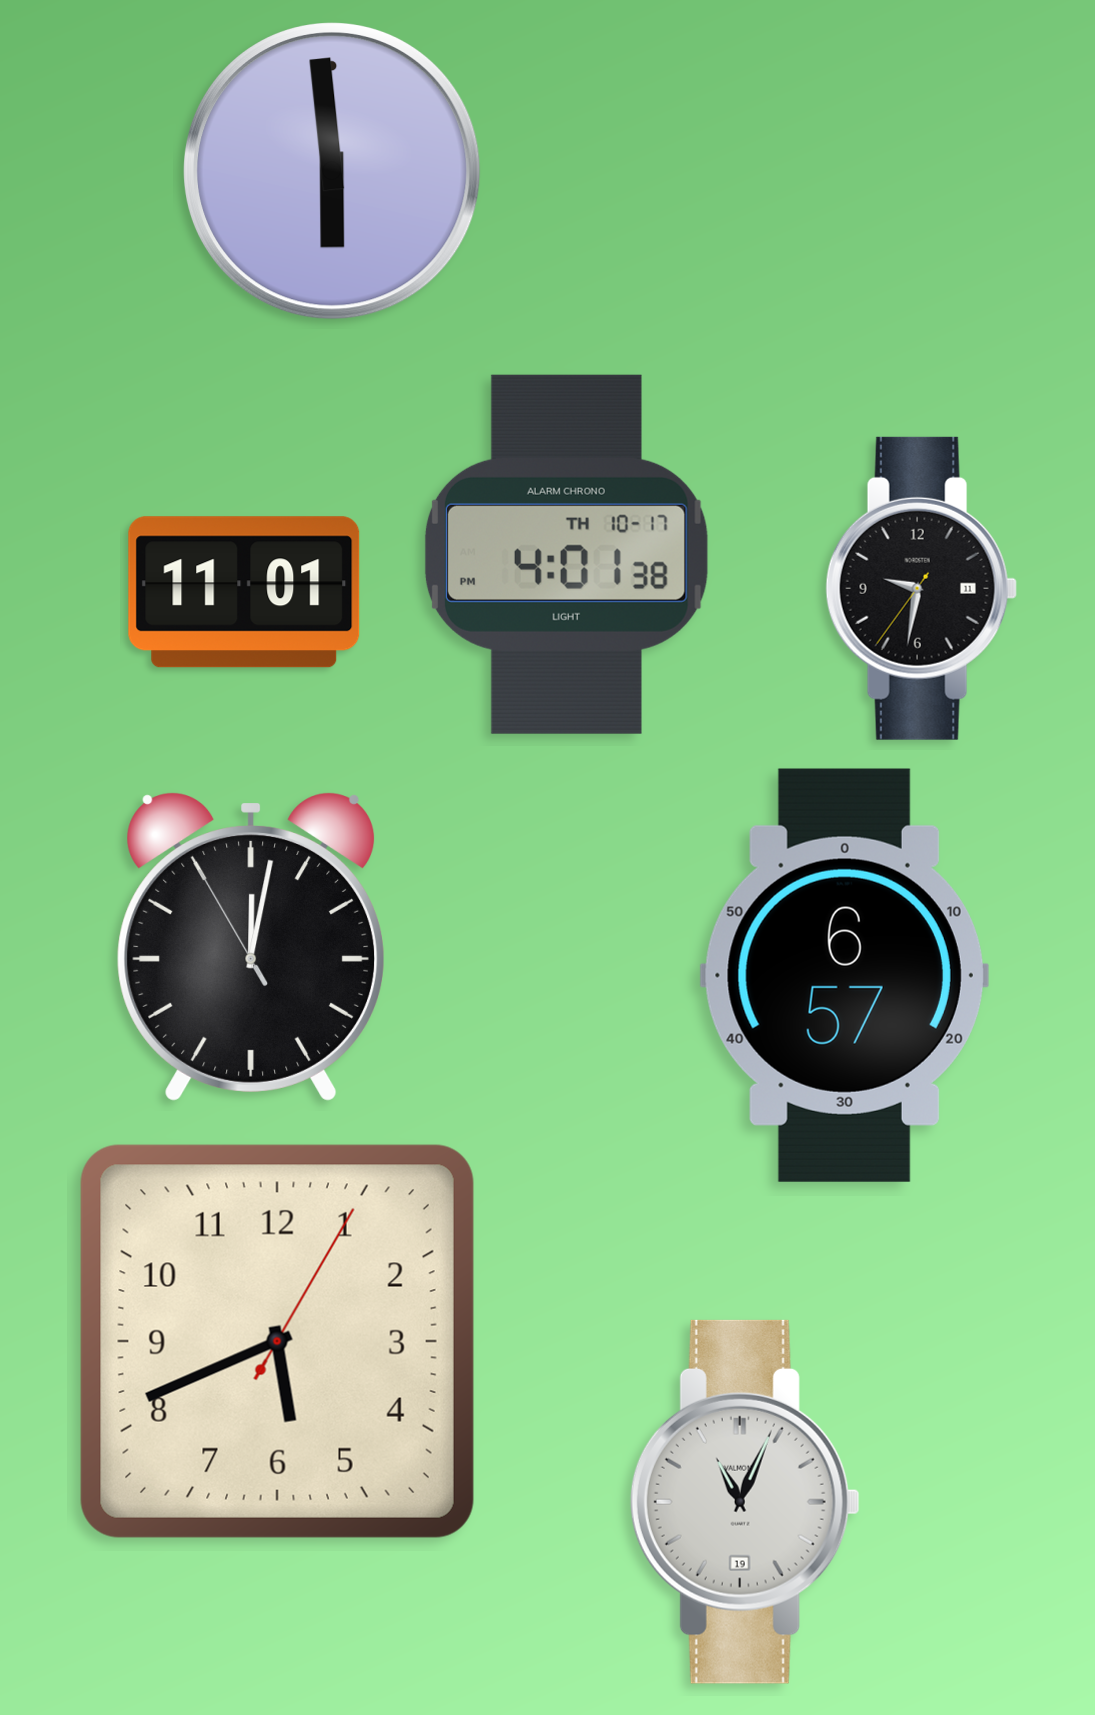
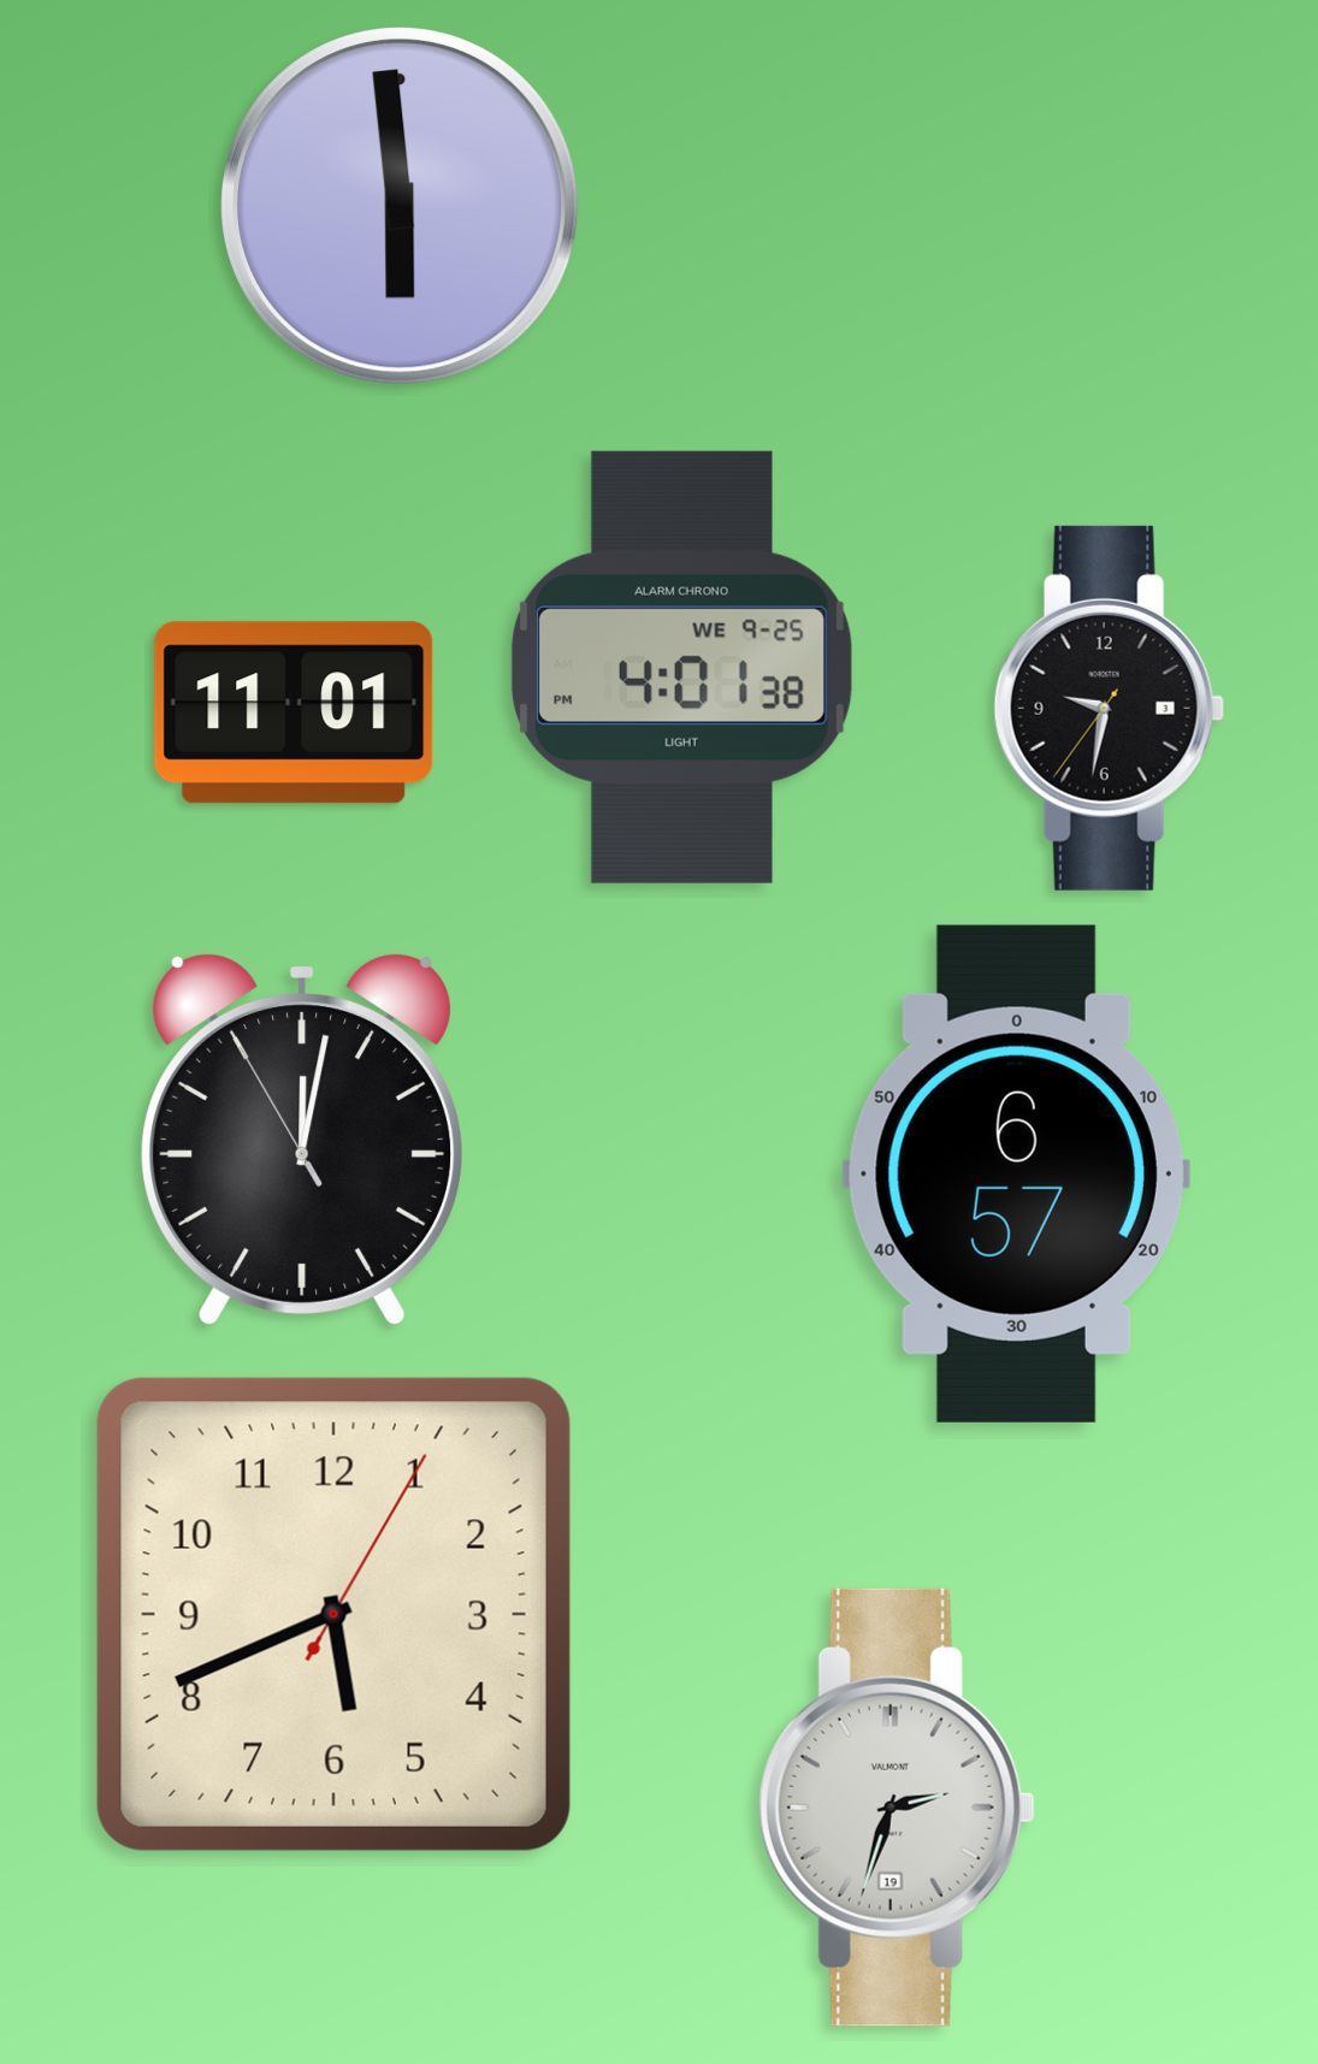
clock at (566, 554) date: TH 10-17 -> WE 9-25
clock at (921, 588) date: 11 -> 3
clock at (745, 1502): 11:04 -> 2:33
